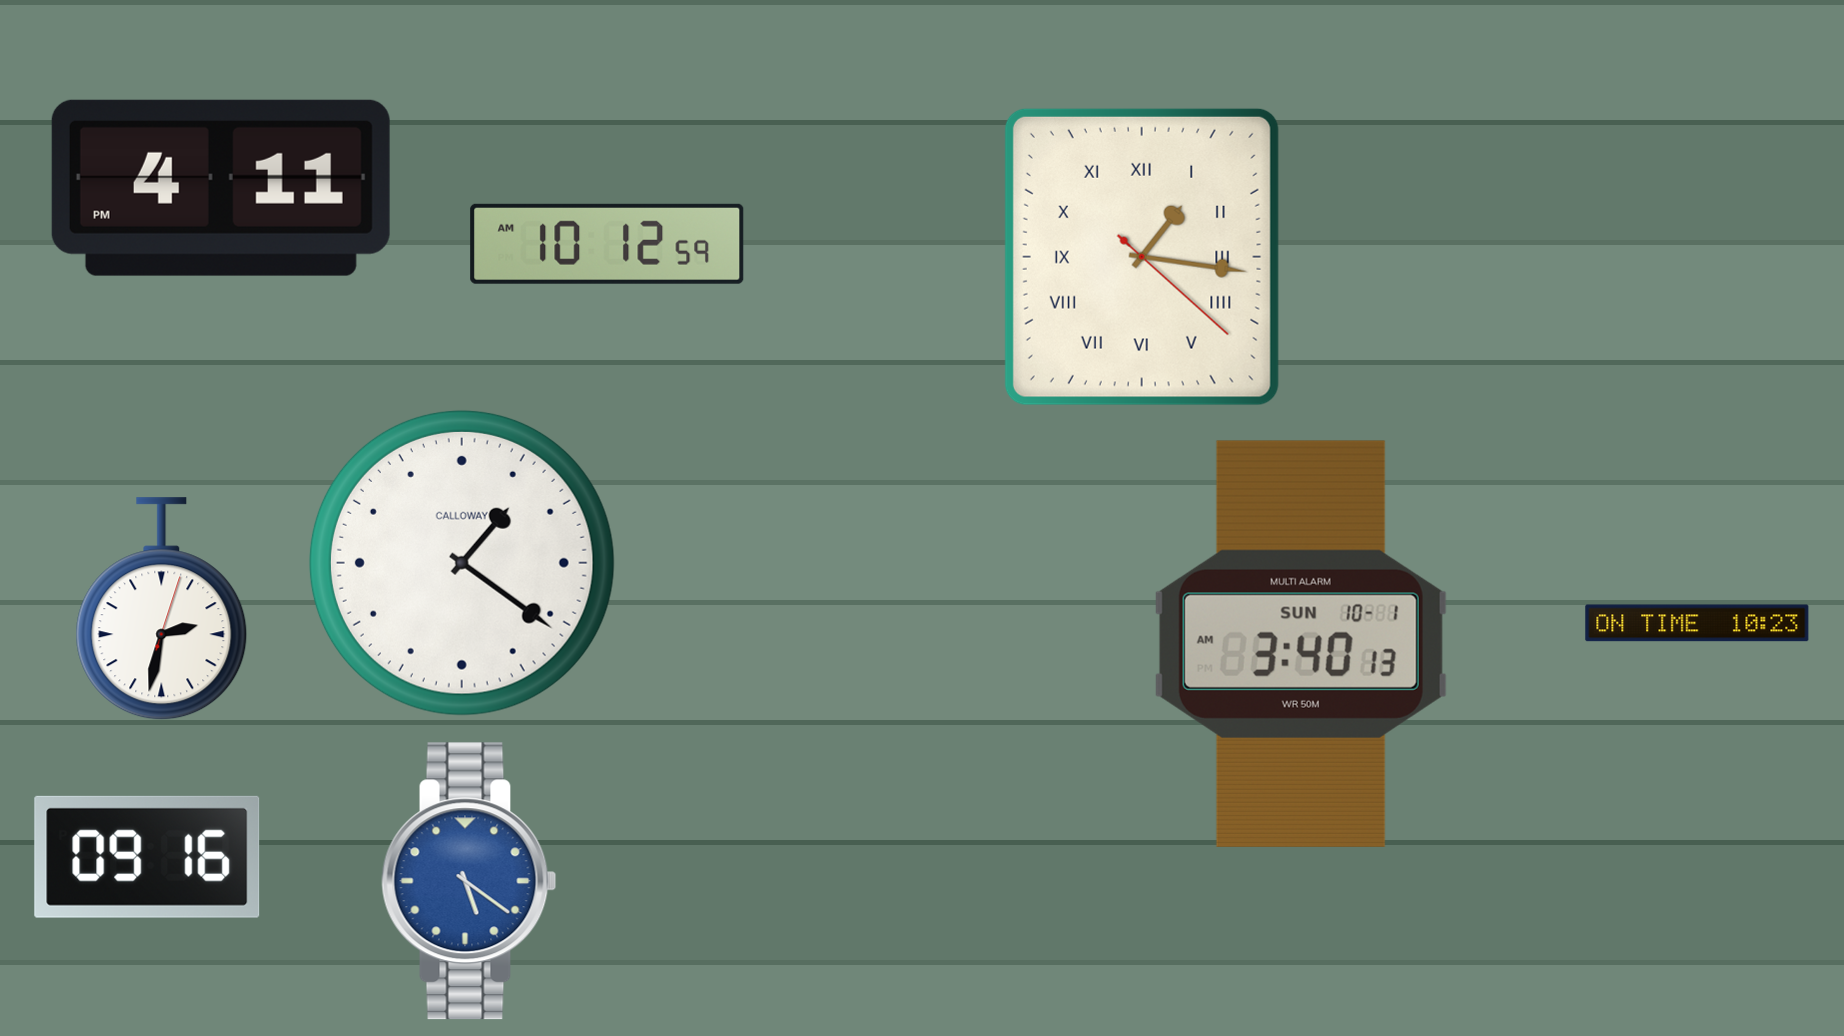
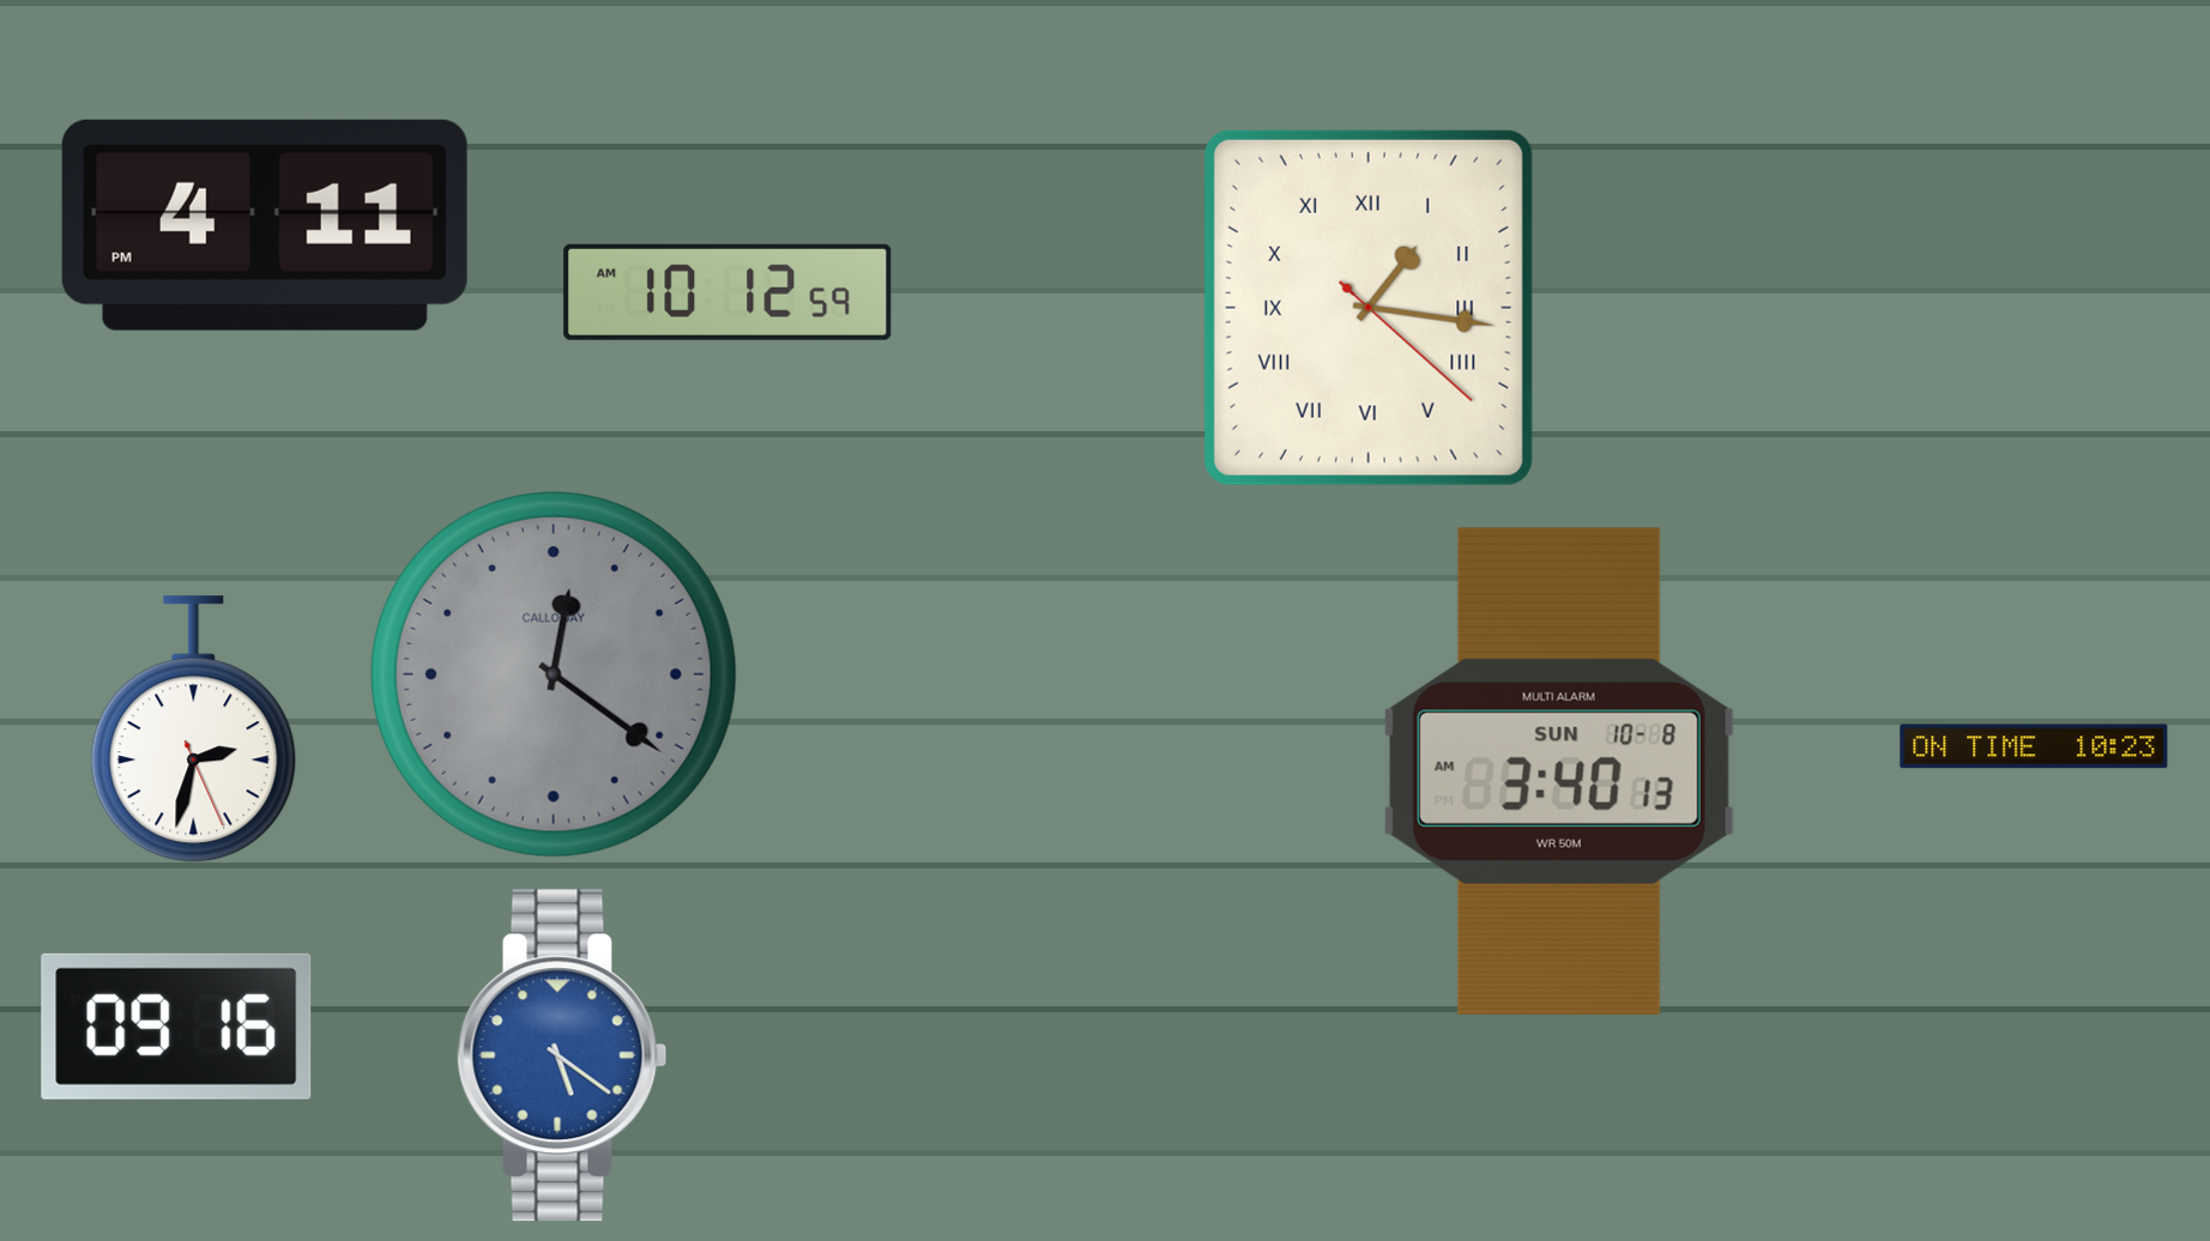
clock at (462, 563): 1:21 -> 12:21
clock at (462, 563) dial: white -> grey
clock at (162, 609): 2:32:03 -> 2:32:26
clock at (1301, 644) date: SUN 10-1 -> SUN 10-8
